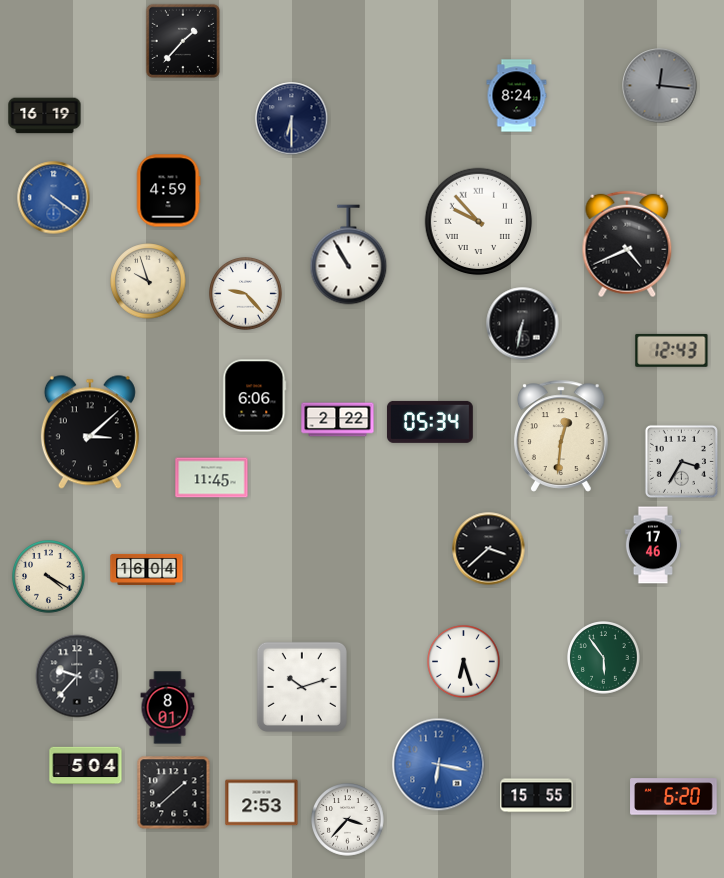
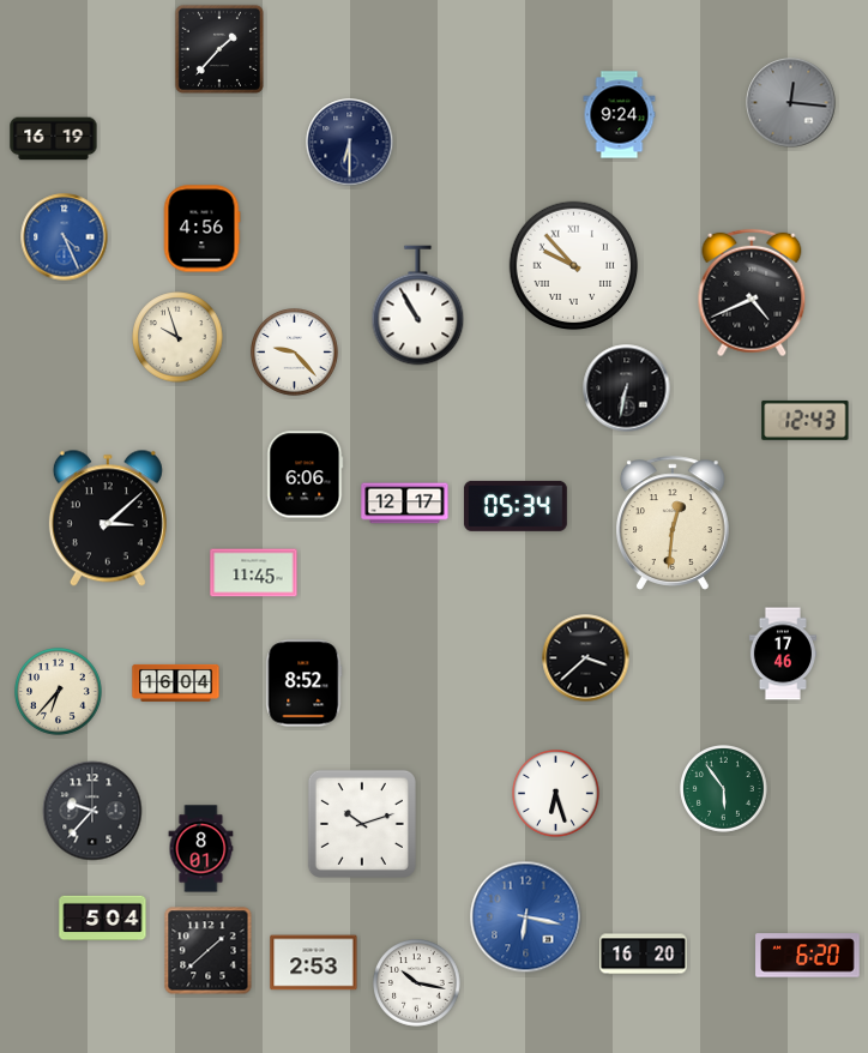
clock at (517, 96): 8:24 -> 9:24
clock at (168, 191): 4:59 -> 4:56
clock at (54, 198): 4:21 -> 4:26
clock at (338, 420): 2:22 -> 12:17
clock at (681, 461): 3:35 -> none
clock at (305, 684): none -> 8:52
clock at (49, 577): 4:20 -> 6:37
clock at (537, 796): 15:55 -> 16:20
clock at (348, 820): 3:37 -> 10:17
